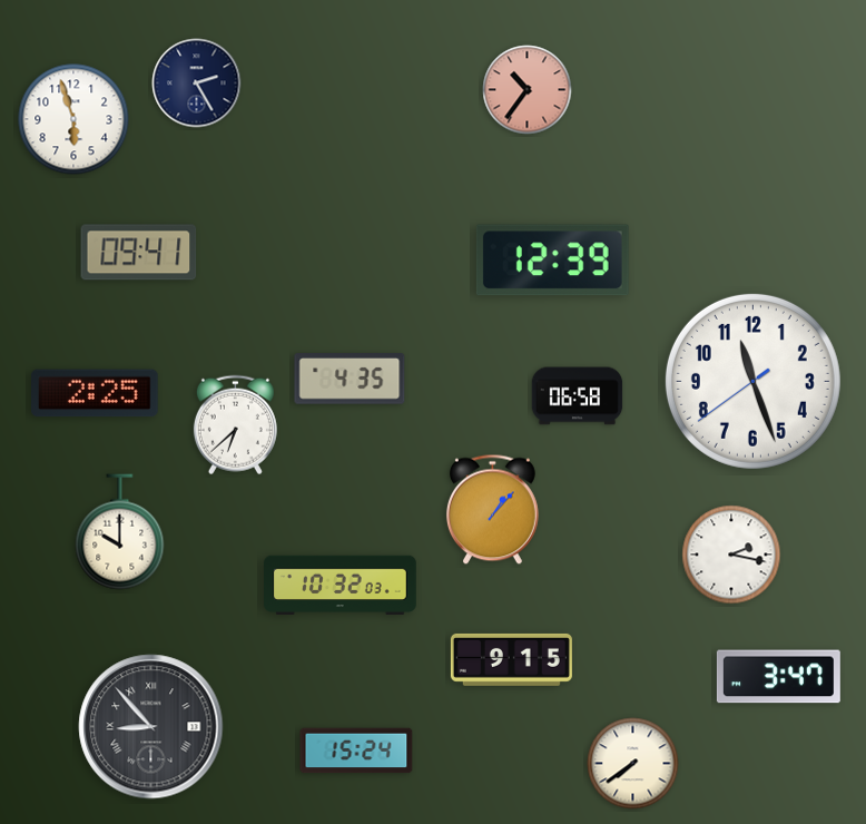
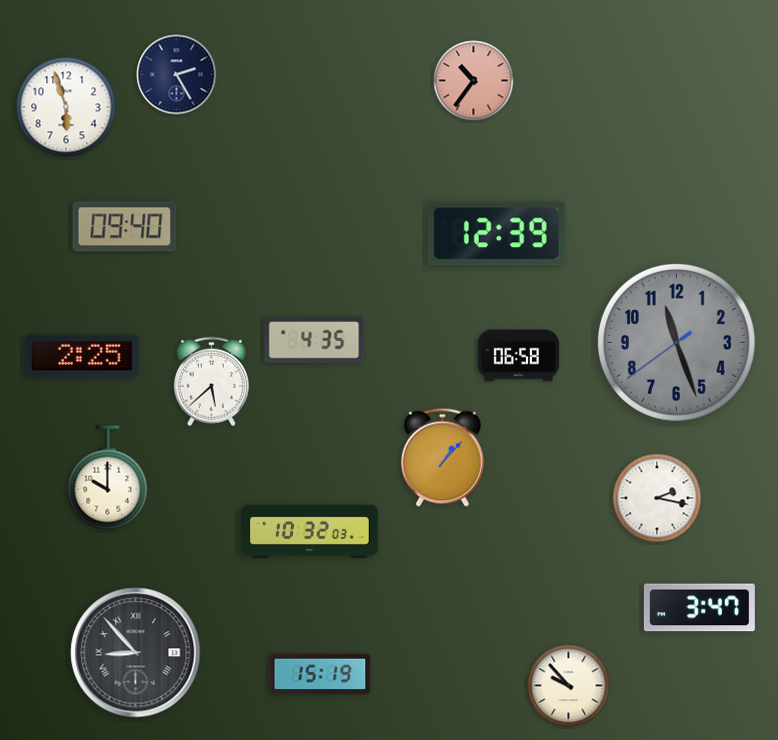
clock at (139, 253): 09:41 -> 09:40
clock at (752, 381) dial: white -> grey
clock at (96, 393) position: (96, 393) -> (83, 356)
clock at (235, 425): 6:38 -> 5:38
clock at (341, 586) position: (341, 586) -> (310, 532)
clock at (511, 659): 9:15 -> none
clock at (356, 751): 15:24 -> 15:19
clock at (633, 764): 7:39 -> 9:53
